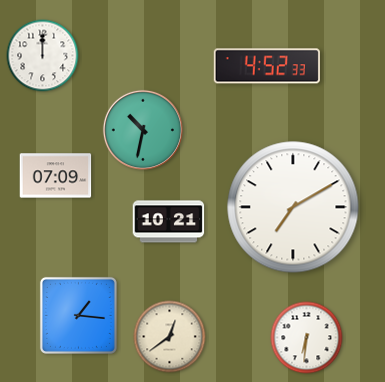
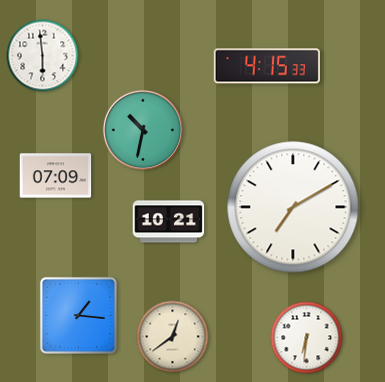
clock at (43, 56): 12:00 -> 5:59
clock at (267, 66): 4:52 -> 4:15
clock at (170, 337) position: (170, 337) -> (173, 337)
